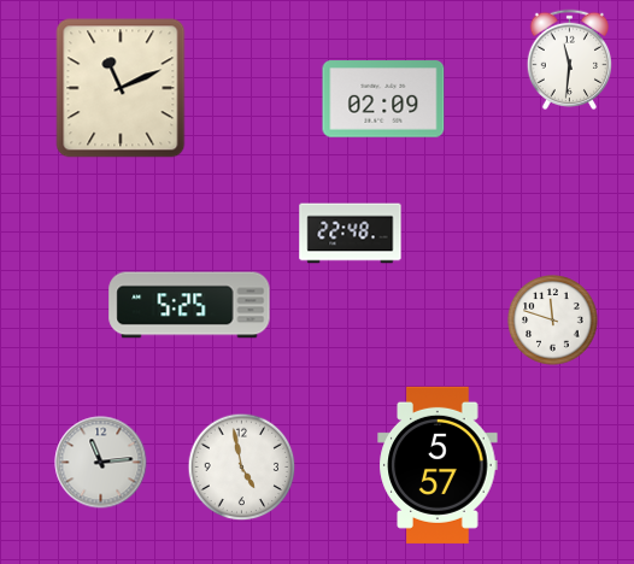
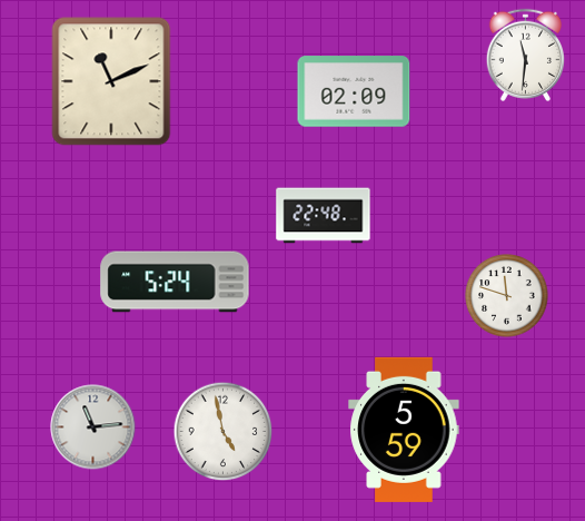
clock at (189, 305): 5:25 -> 5:24
clock at (553, 321) position: (553, 321) -> (507, 296)
clock at (438, 465): 5:57 -> 5:59
